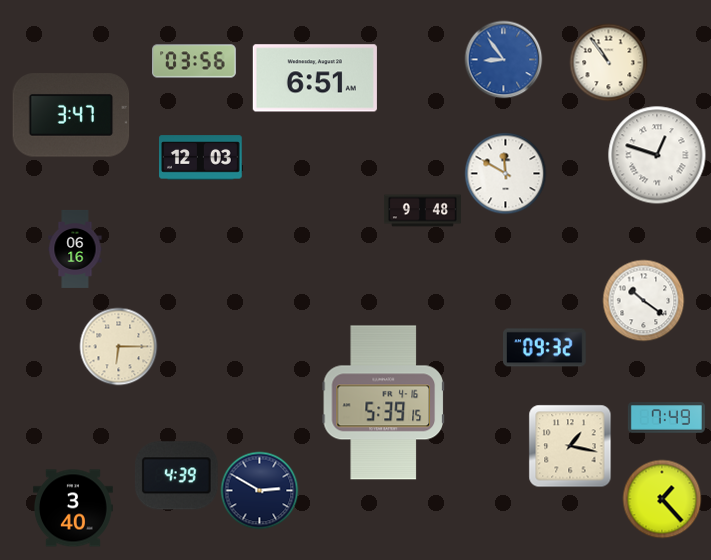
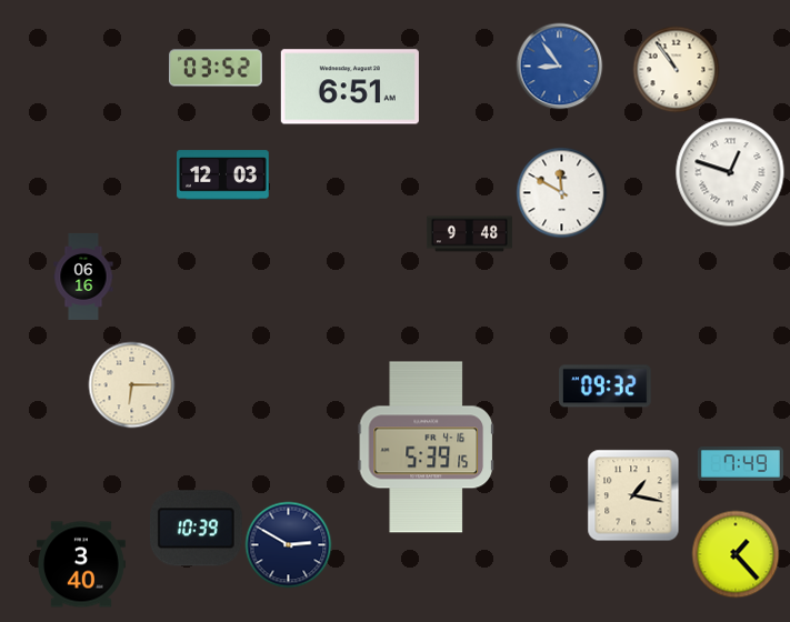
clock at (194, 61): 03:56 -> 03:52
clock at (71, 115): 3:47 -> none
clock at (643, 300): 10:21 -> none
clock at (176, 476): 4:39 -> 10:39
